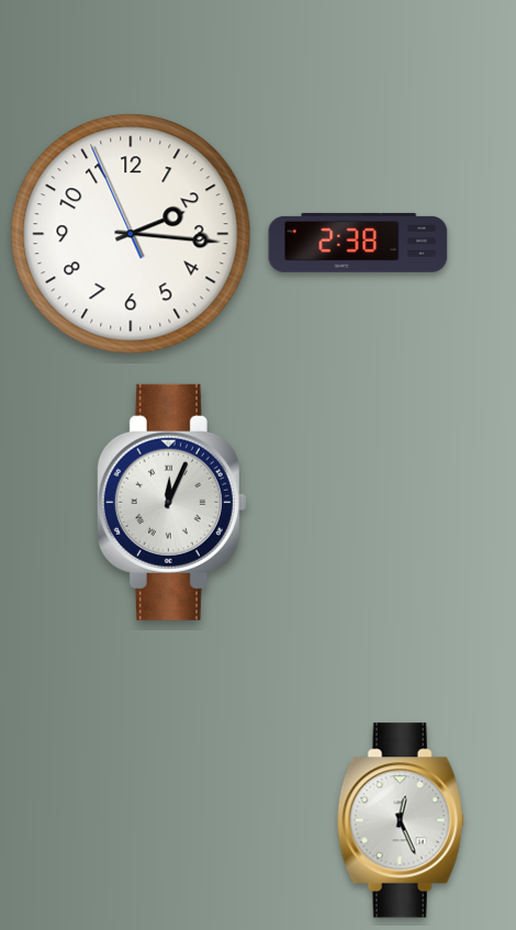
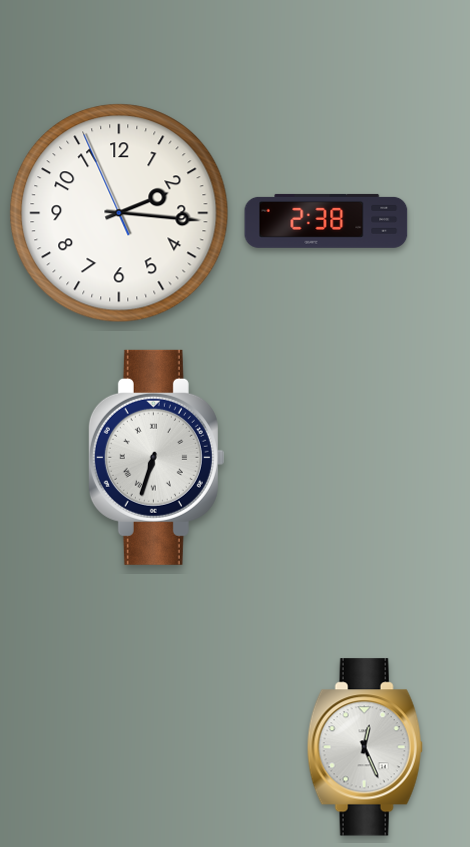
clock at (171, 502): 12:04 -> 6:33
